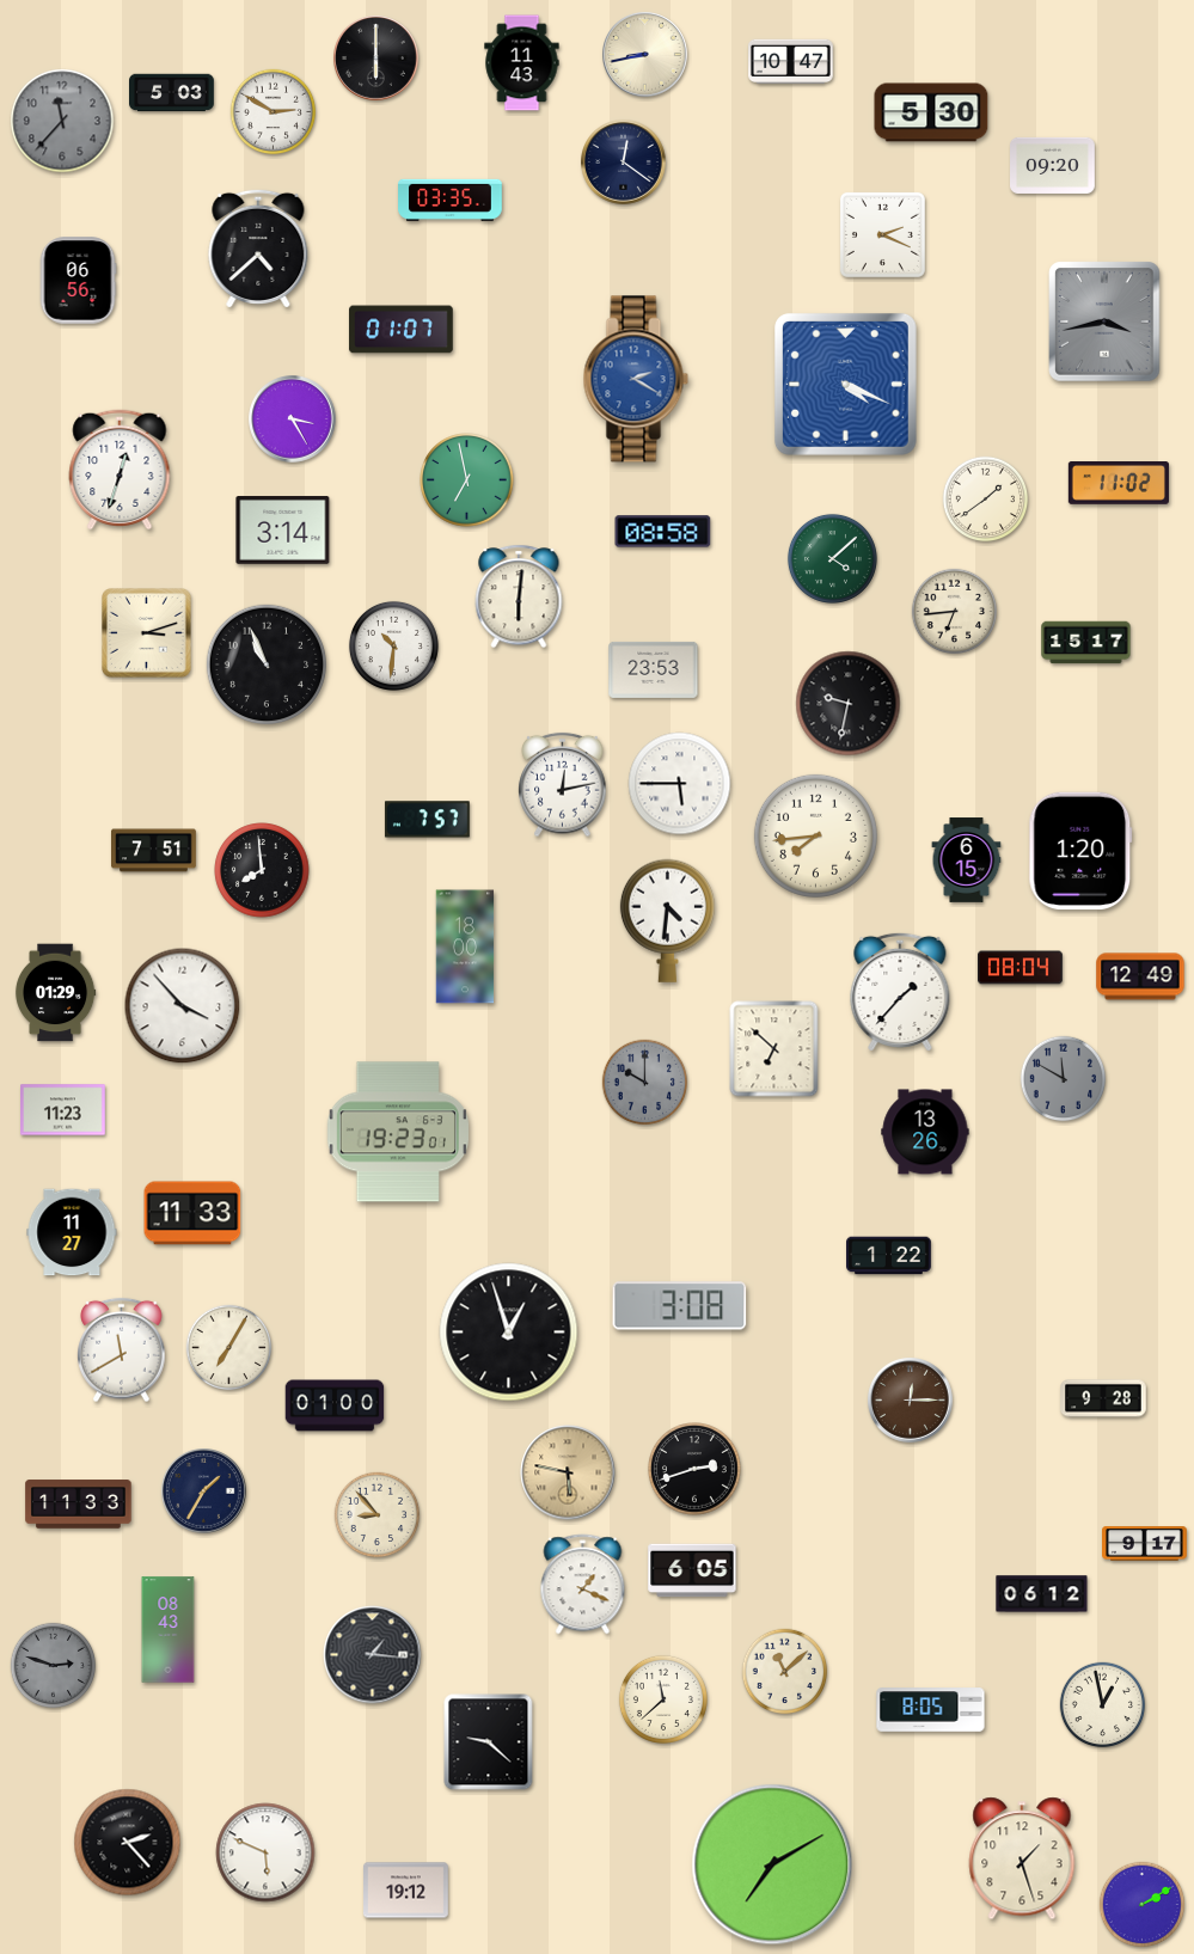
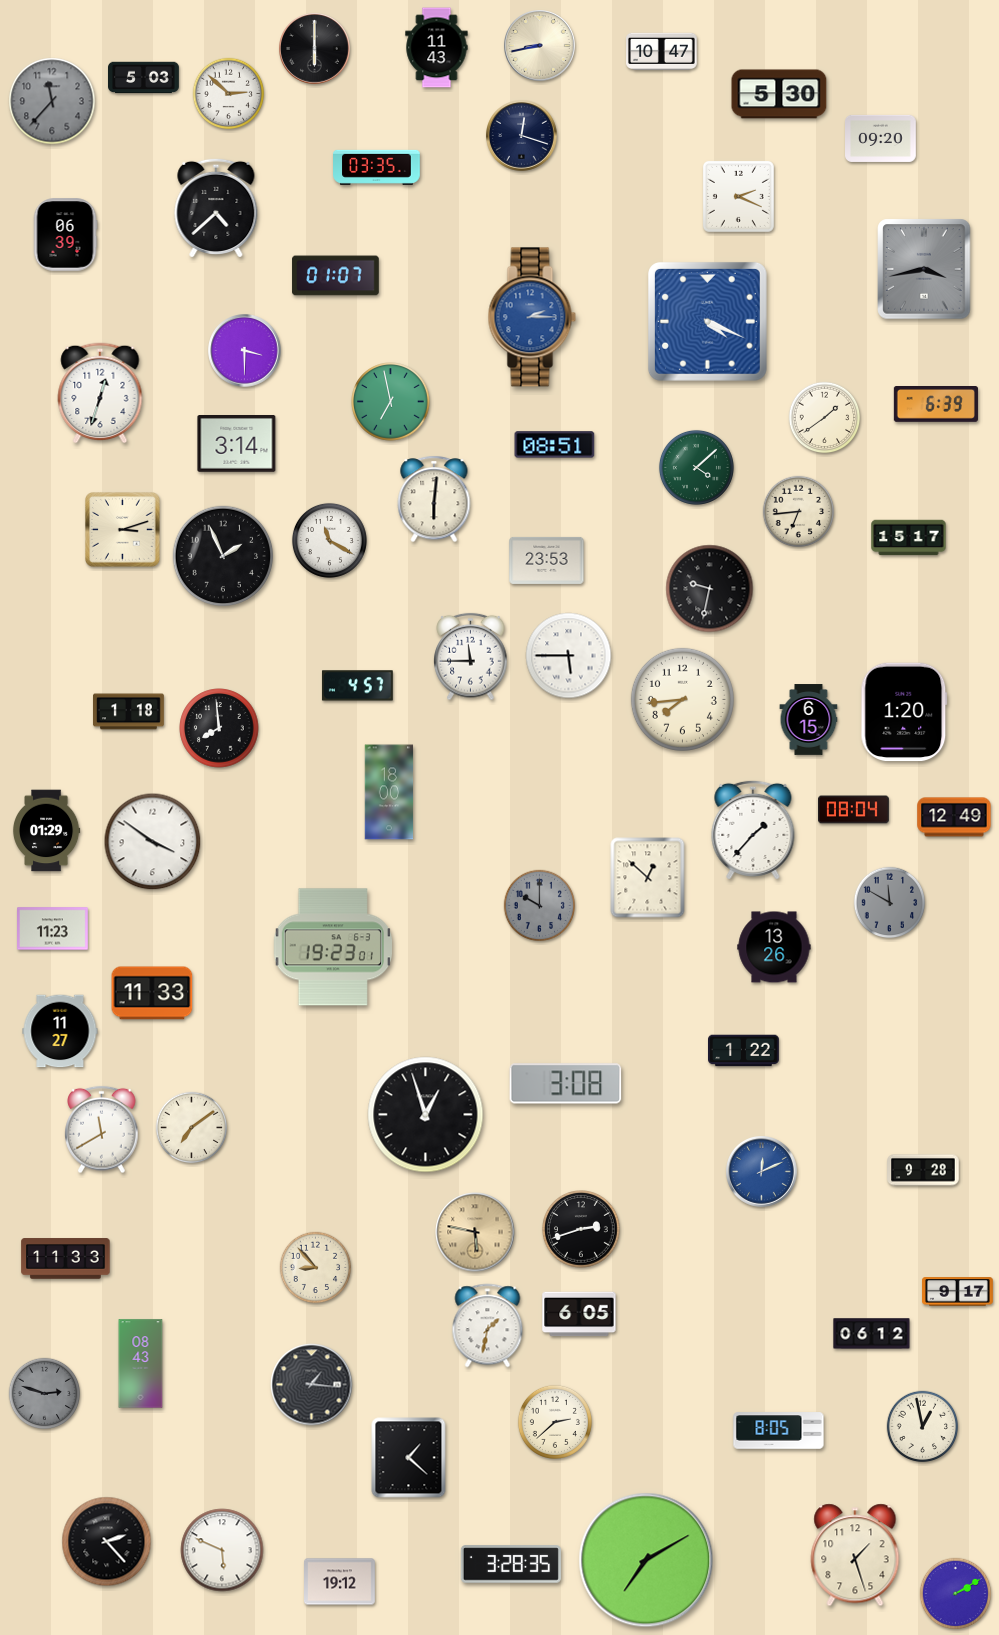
clock at (522, 63) position: (522, 63) -> (437, 48)
clock at (274, 112): 2:50 -> 2:52
clock at (624, 163): 12:21 -> 12:18
clock at (78, 281): 06:56 -> 06:39
clock at (636, 379): 2:20 -> 2:15
clock at (293, 419): 3:25 -> 3:30
clock at (1119, 484): 11:02 -> 6:39
clock at (663, 532): 08:58 -> 08:51
clock at (393, 645): 10:31 -> 11:20
clock at (267, 664): 10:56 -> 1:56
clock at (563, 785): 12:13 -> 11:45
clock at (427, 820): 7:57 -> 4:57
clock at (154, 851): 7:51 -> 1:18
clock at (667, 920): 4:31 -> none
clock at (183, 1006): 3:53 -> 3:51
clock at (774, 1049): 6:52 -> 12:52
clock at (192, 1213) position: (192, 1213) -> (152, 993)
clock at (680, 1306) position: (680, 1306) -> (566, 1084)
clock at (229, 1348): 7:05 -> 7:09
clock at (911, 1401): 12:15 -> 12:11
clock at (911, 1401) dial: brown -> blue
clock at (335, 1405): 01:00 -> none
clock at (204, 1491): 1:35 -> none
clock at (583, 1585): 1:19 -> 1:32
clock at (785, 1672): 11:08 -> none
clock at (663, 1699): 11:38 -> 2:38
clock at (489, 1742): 9:22 -> 1:22
clock at (511, 1564): none -> 3:28
